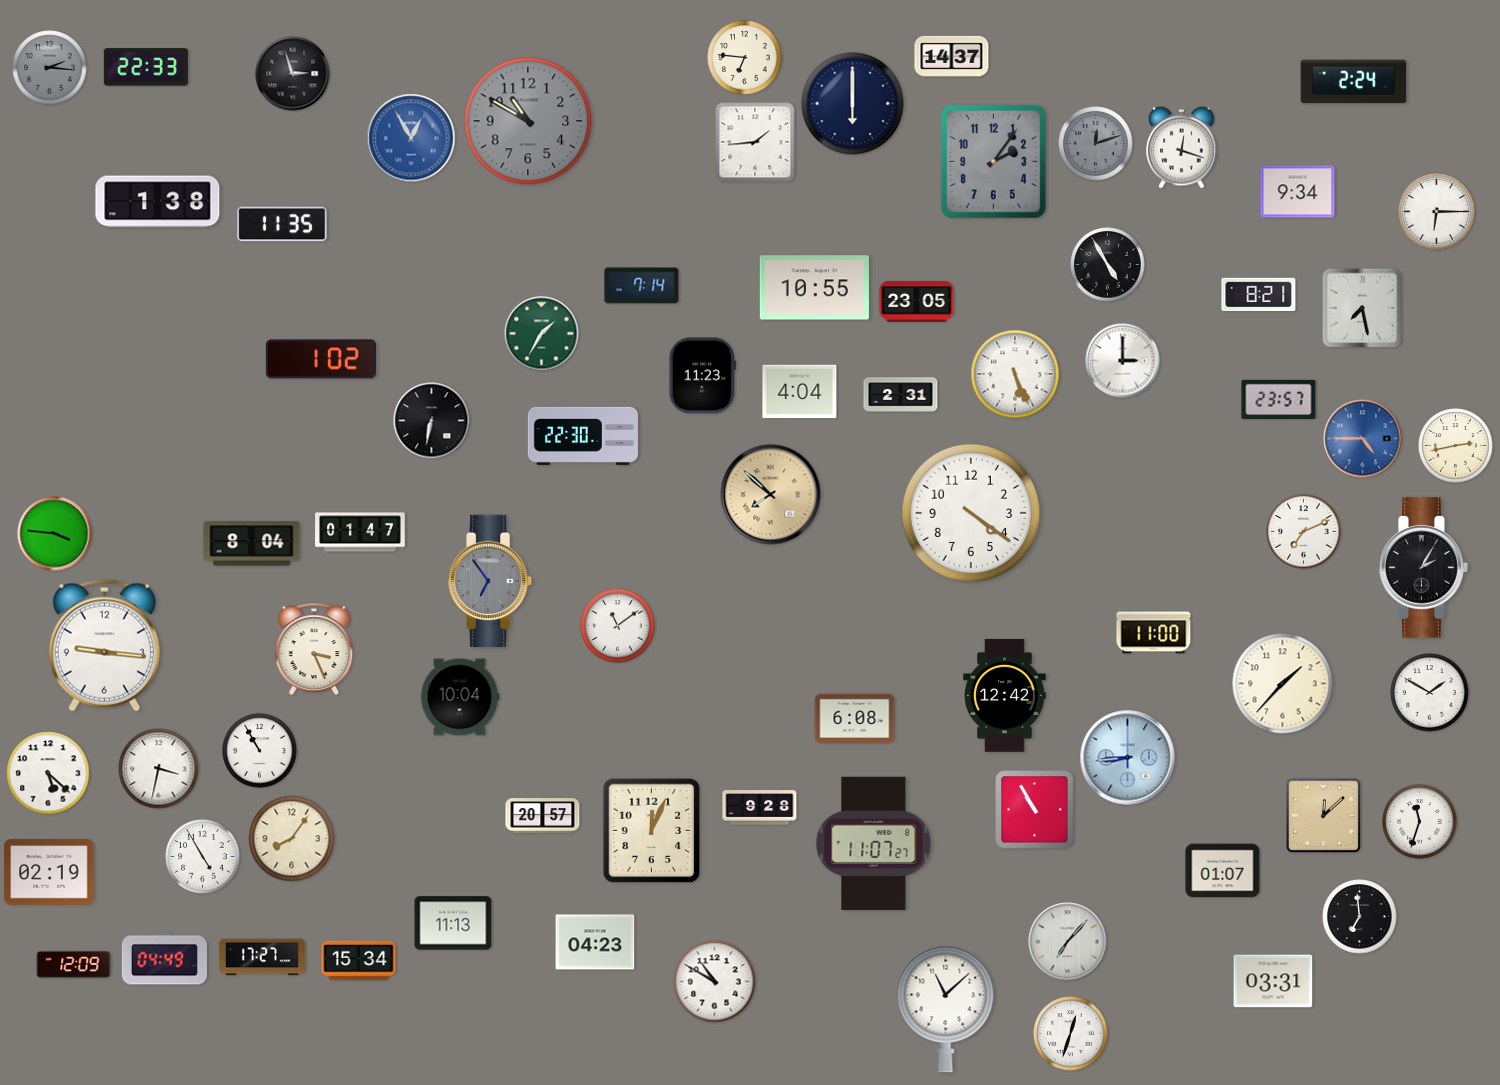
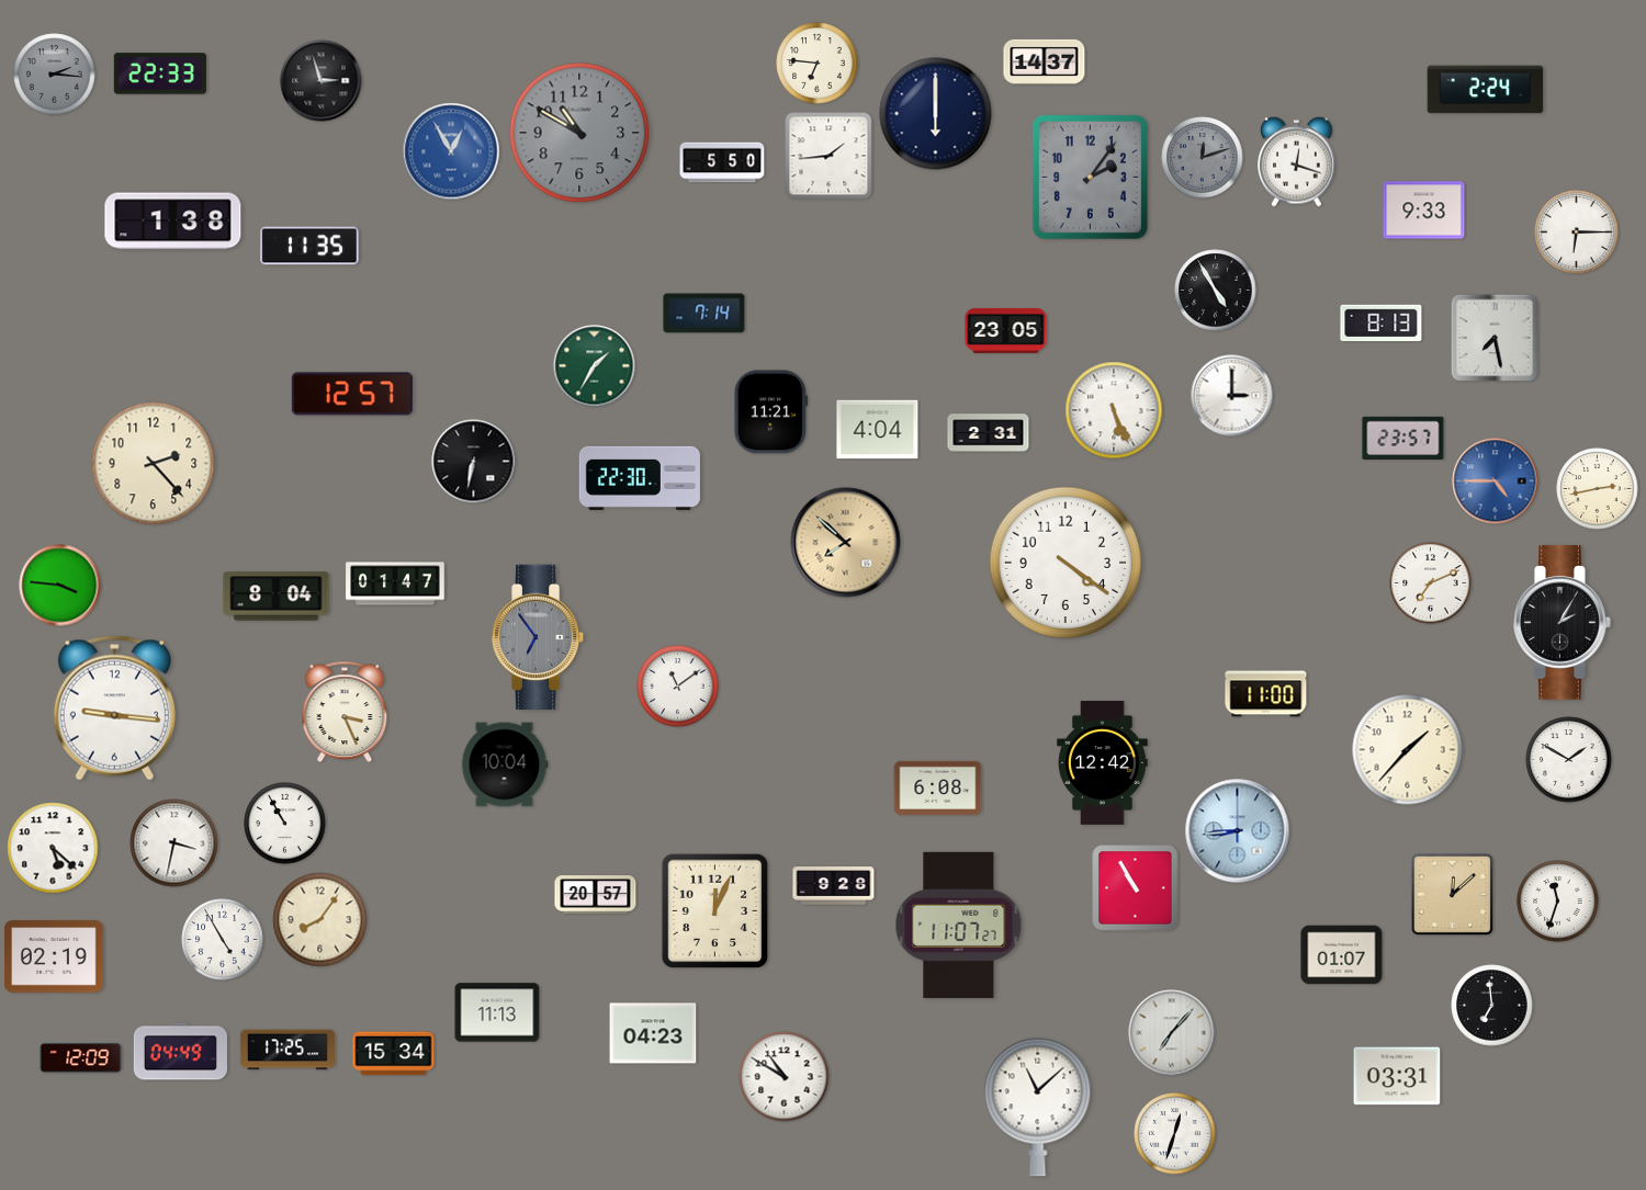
clock at (722, 162): none -> 5:50
clock at (1298, 192): 9:34 -> 9:33
clock at (814, 288): 10:55 -> none
clock at (1259, 295): 8:21 -> 8:13
clock at (321, 359): 1:02 -> 12:57
clock at (702, 376): 11:23 -> 11:21
clock at (154, 464): none -> 2:23
clock at (262, 957): 17:27 -> 17:25
